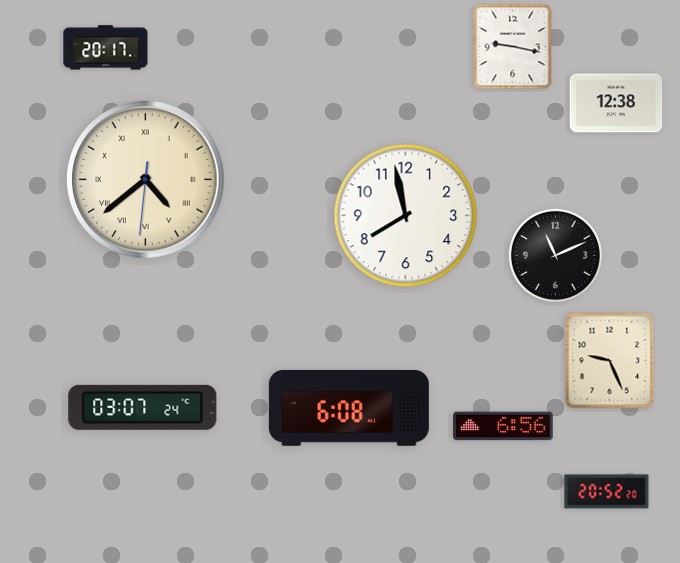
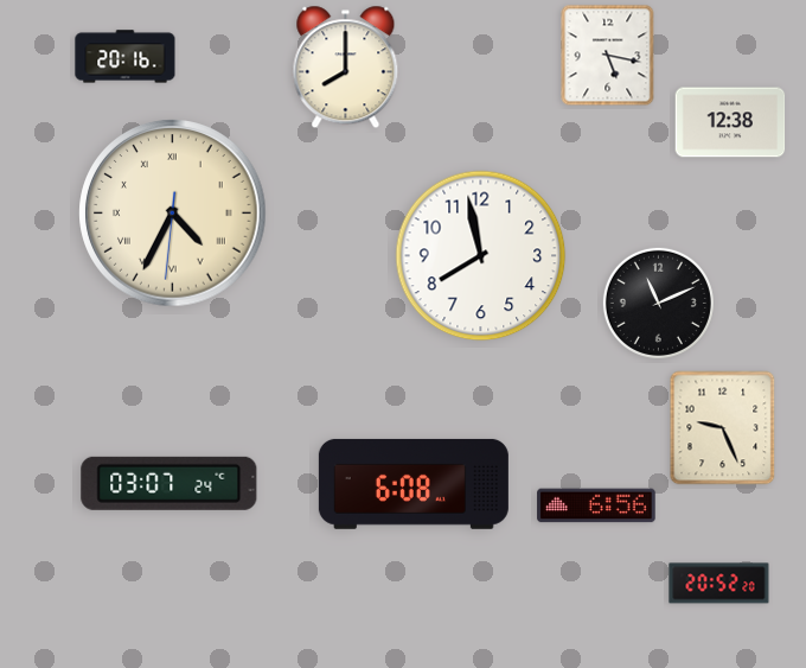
clock at (513, 47): 9:17 -> 5:17
clock at (106, 48): 20:17 -> 20:16
clock at (346, 68): none -> 8:00
clock at (146, 180): 4:38 -> 4:34
